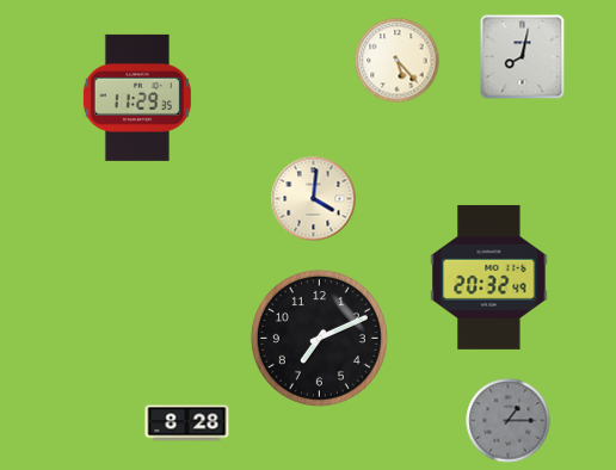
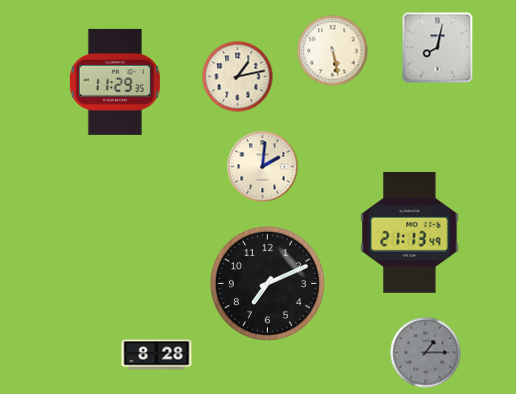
clock at (398, 61): 5:23 -> 5:28
clock at (238, 77): none -> 1:13
clock at (314, 199): 4:01 -> 2:01
clock at (489, 277): 20:32 -> 21:13
